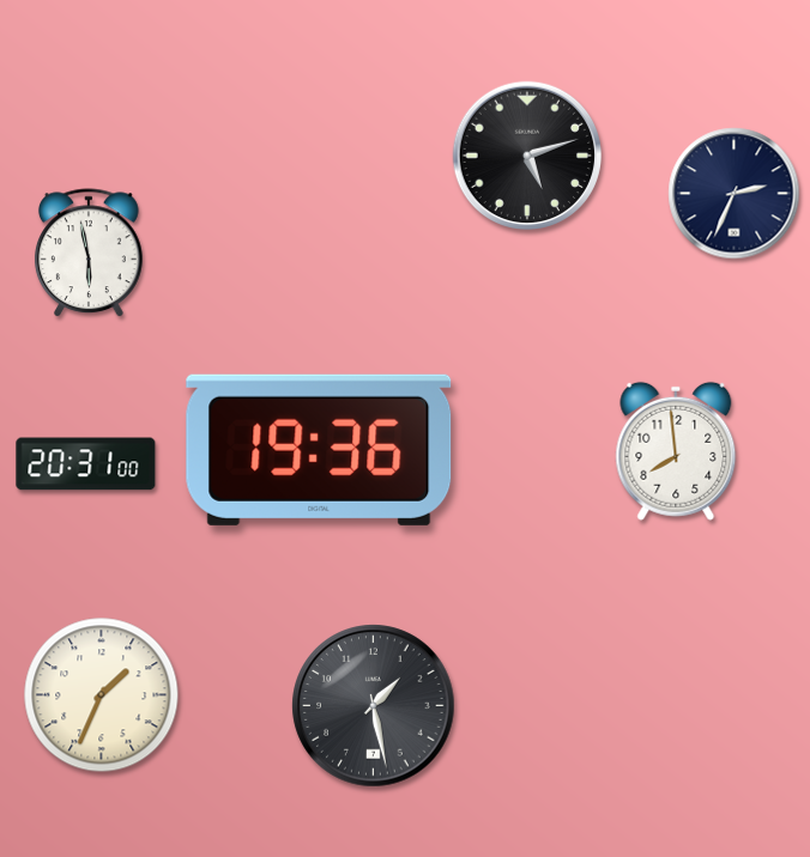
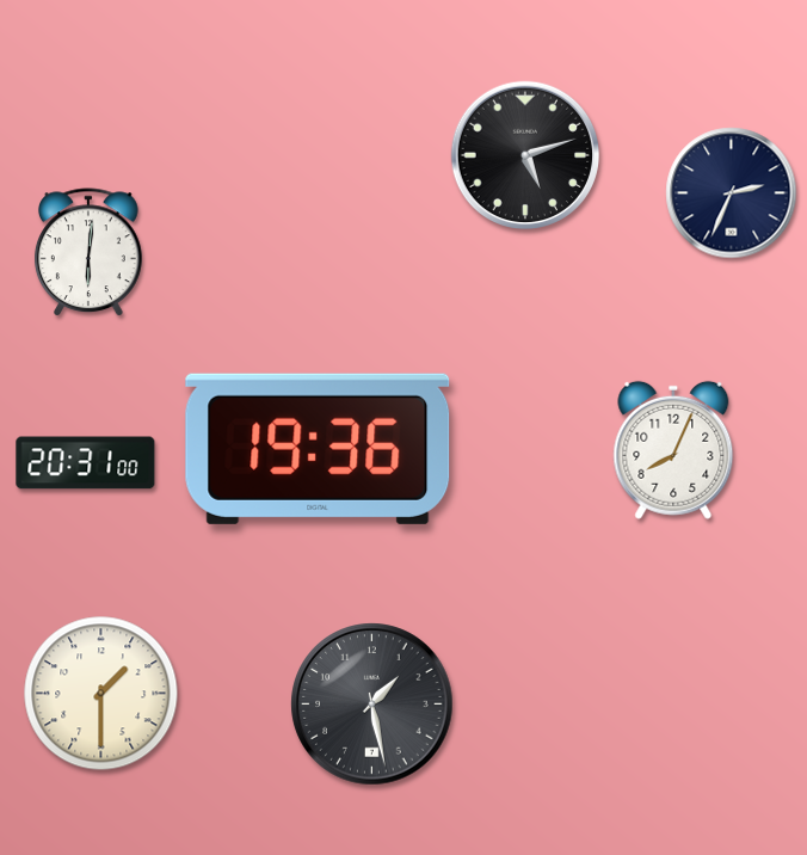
clock at (89, 254): 5:58 -> 6:01
clock at (676, 451): 7:59 -> 8:04
clock at (102, 695): 1:34 -> 1:30
